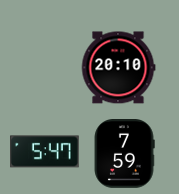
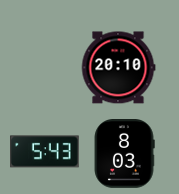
clock at (45, 152): 5:47 -> 5:43
clock at (124, 154): 7:59 -> 8:03
